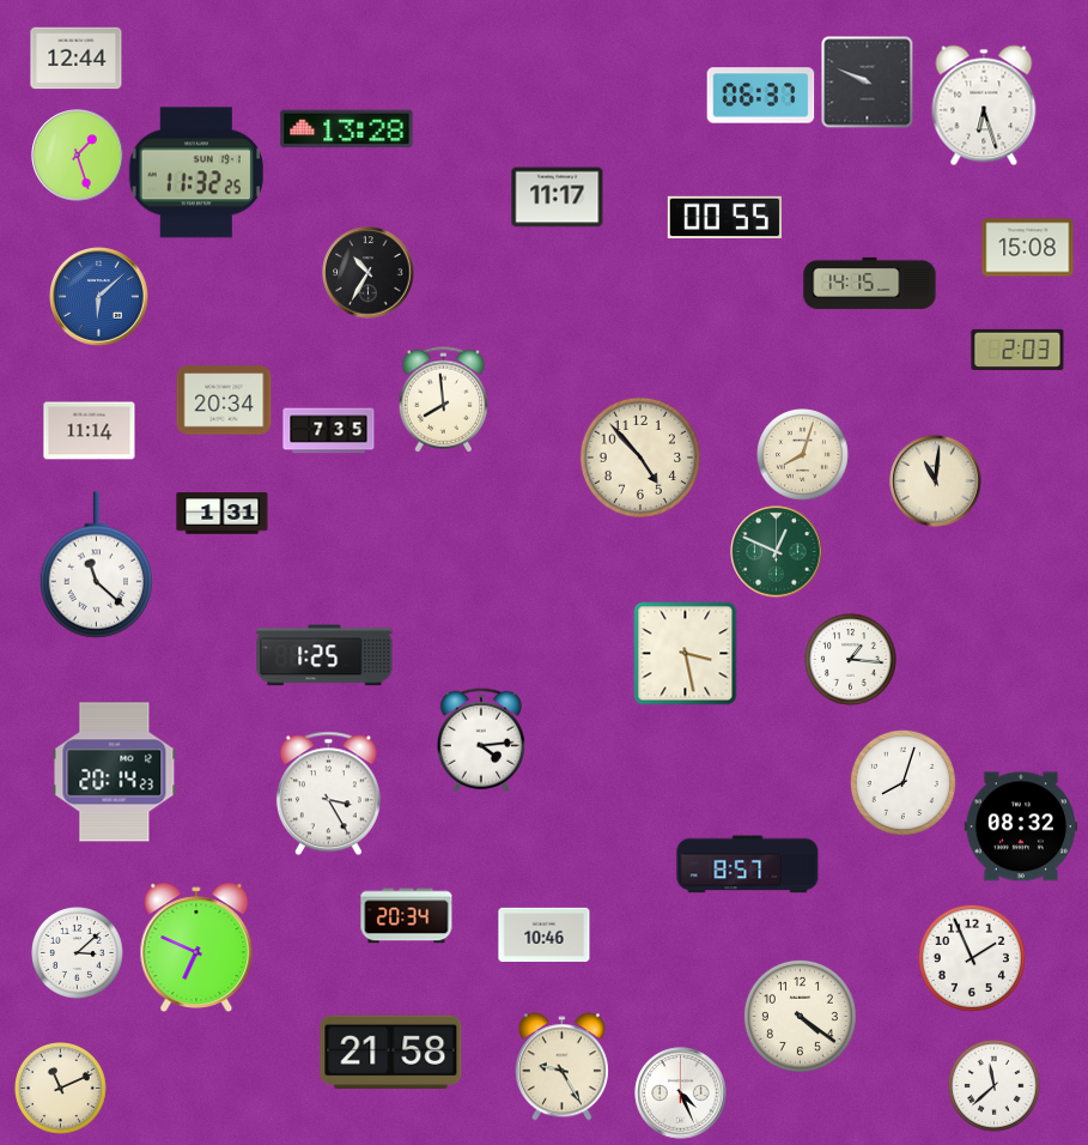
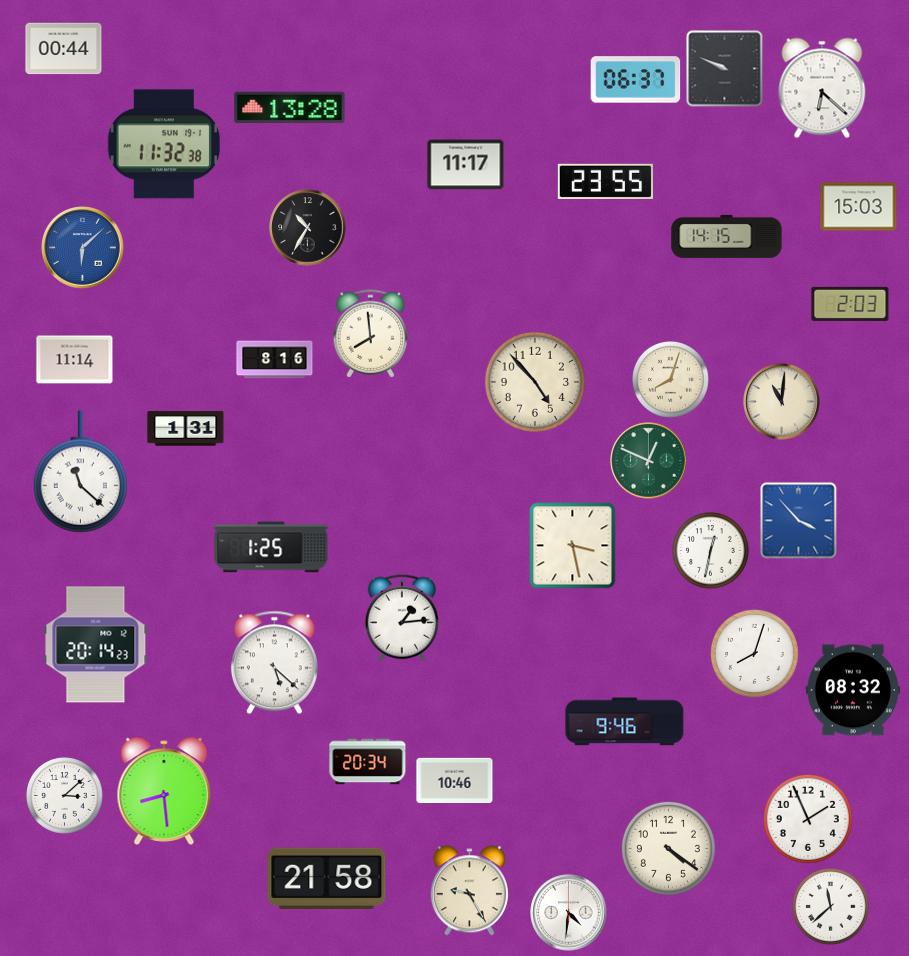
clock at (77, 59): 12:44 -> 00:44
clock at (984, 105): 6:27 -> 6:22
clock at (78, 156): 1:27 -> none
clock at (196, 172): 11:32:25 -> 11:32:38
clock at (724, 217): 00:55 -> 23:55
clock at (1028, 248): 15:08 -> 15:03
clock at (1017, 350) position: (1017, 350) -> (850, 304)
clock at (224, 400): 20:34 -> none
clock at (329, 431): 7:35 -> 8:16
clock at (799, 521): none -> 3:53
clock at (851, 660): 1:16 -> 12:32
clock at (481, 740): 4:14 -> 1:14
clock at (328, 794): 3:25 -> 5:22
clock at (748, 865): 8:57 -> 9:46
clock at (407, 916) position: (407, 916) -> (368, 762)
clock at (196, 946): 6:49 -> 8:29
clock at (972, 958) position: (972, 958) -> (808, 819)
clock at (61, 1089): 11:11 -> none
clock at (681, 1093): 4:26 -> 4:31
